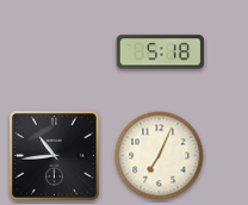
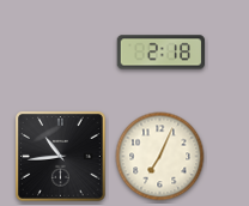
clock at (160, 52): 5:18 -> 2:18
clock at (55, 156) position: (55, 156) -> (61, 157)
